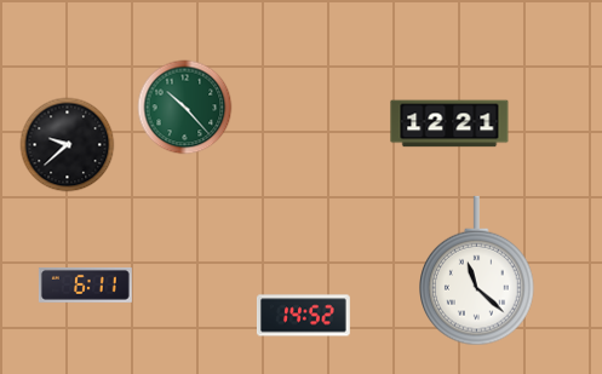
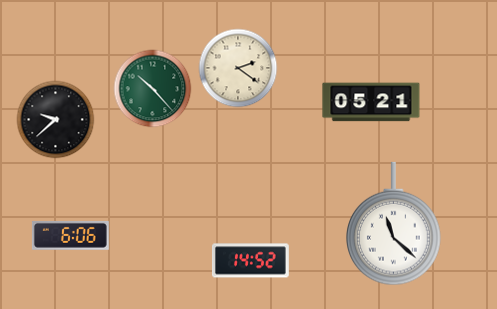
clock at (238, 68): none -> 2:21
clock at (449, 123): 12:21 -> 05:21
clock at (85, 284): 6:11 -> 6:06
